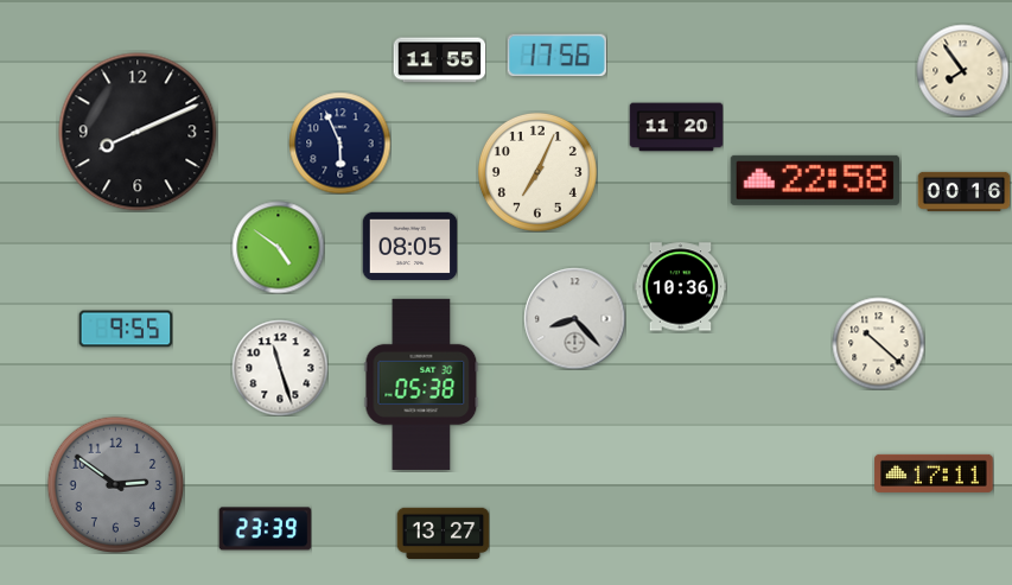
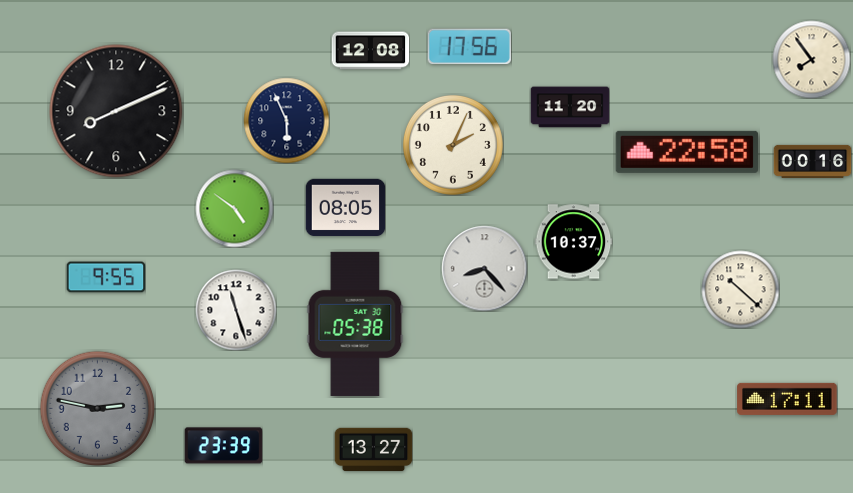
clock at (439, 61): 11:55 -> 12:08
clock at (537, 172): 7:04 -> 2:04
clock at (680, 287): 10:36 -> 10:37
clock at (115, 484): 2:51 -> 2:47
